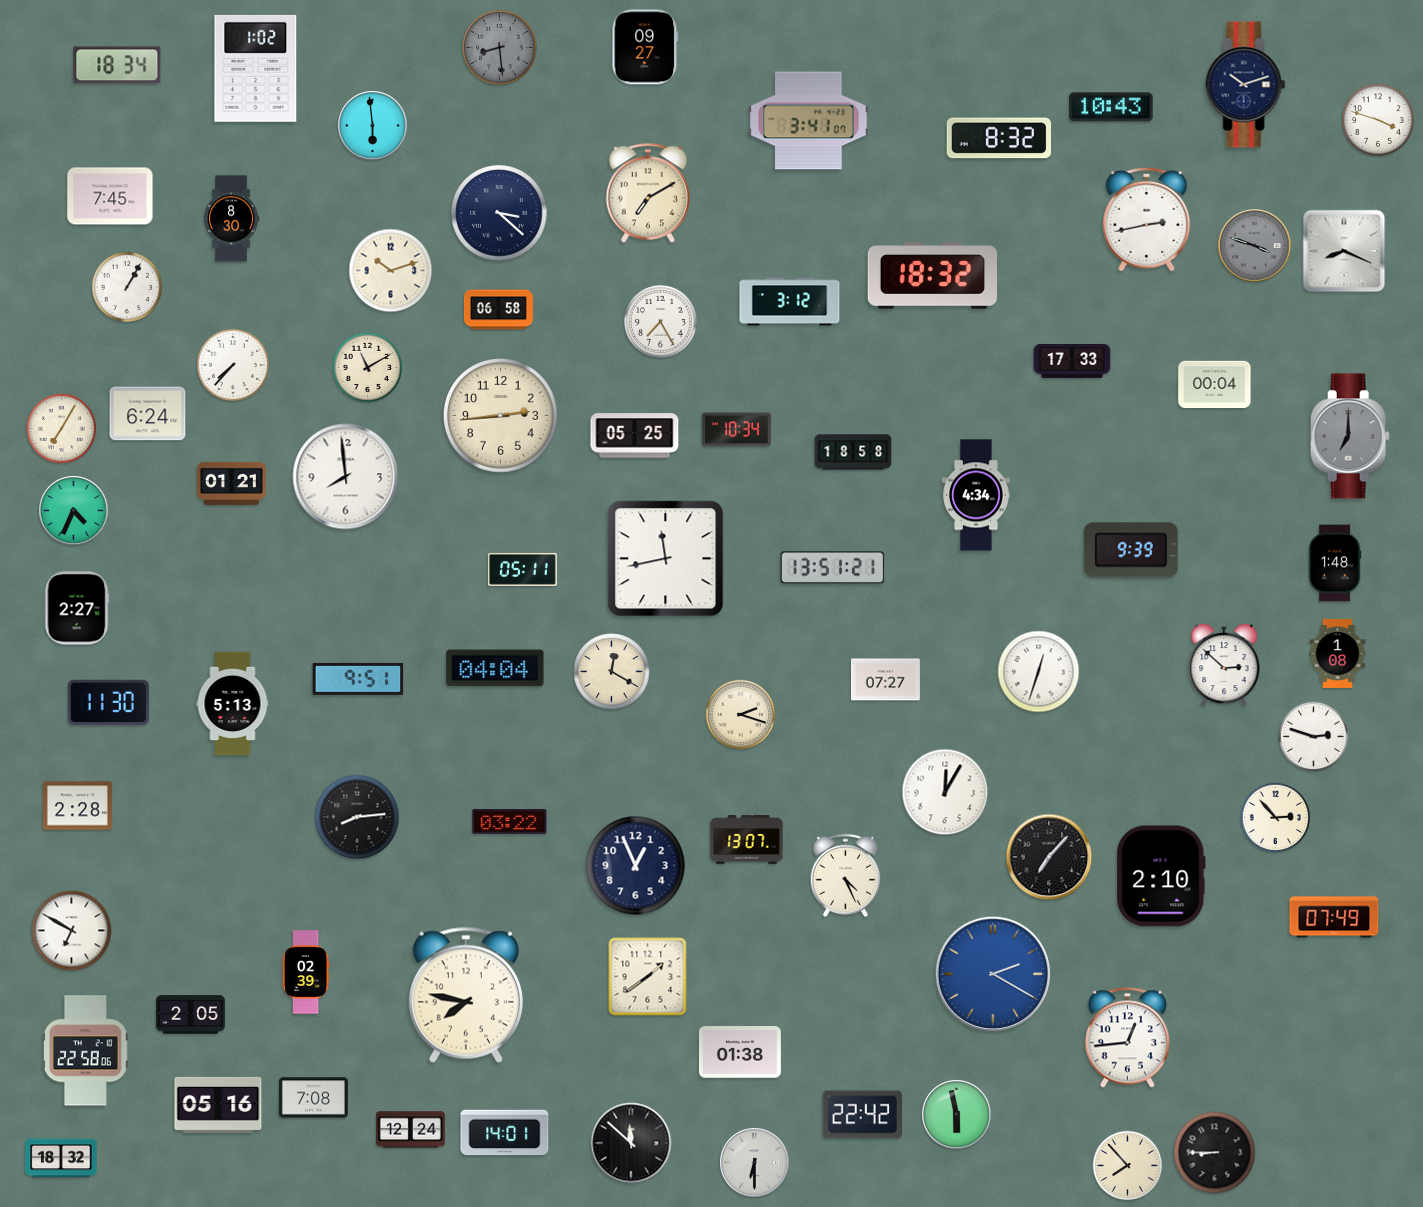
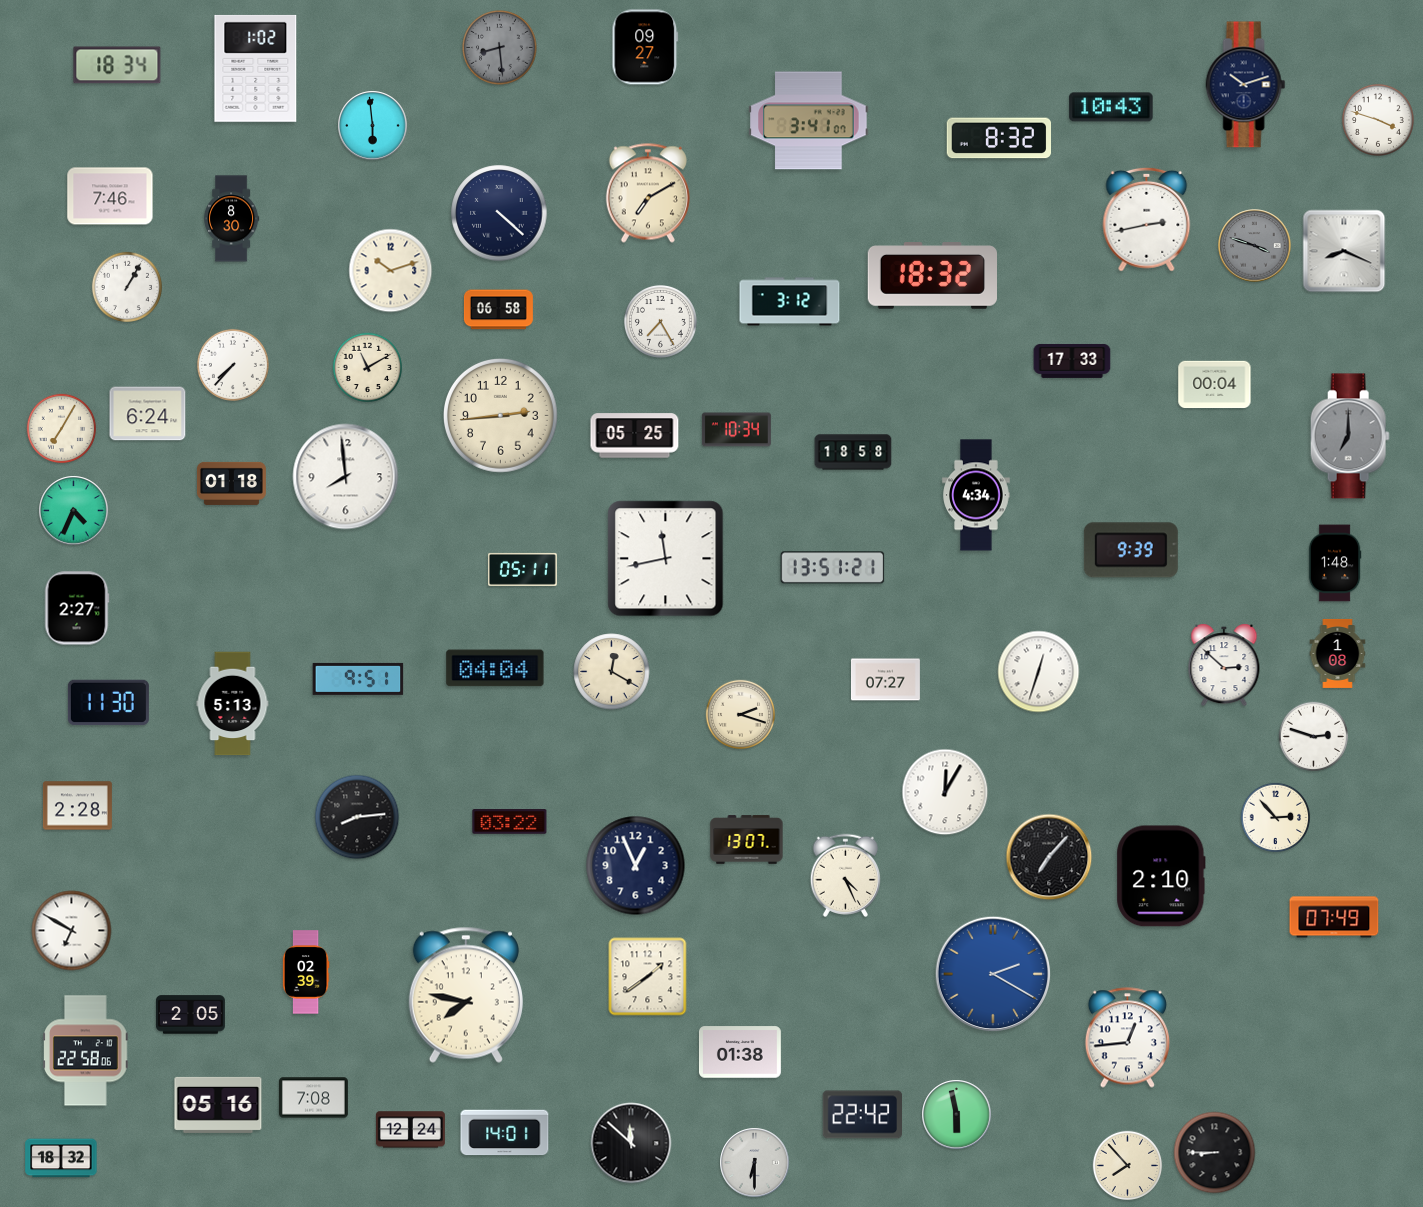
clock at (110, 196): 7:45 -> 7:46
clock at (499, 213): 3:22 -> 4:22
clock at (231, 483): 01:21 -> 01:18
